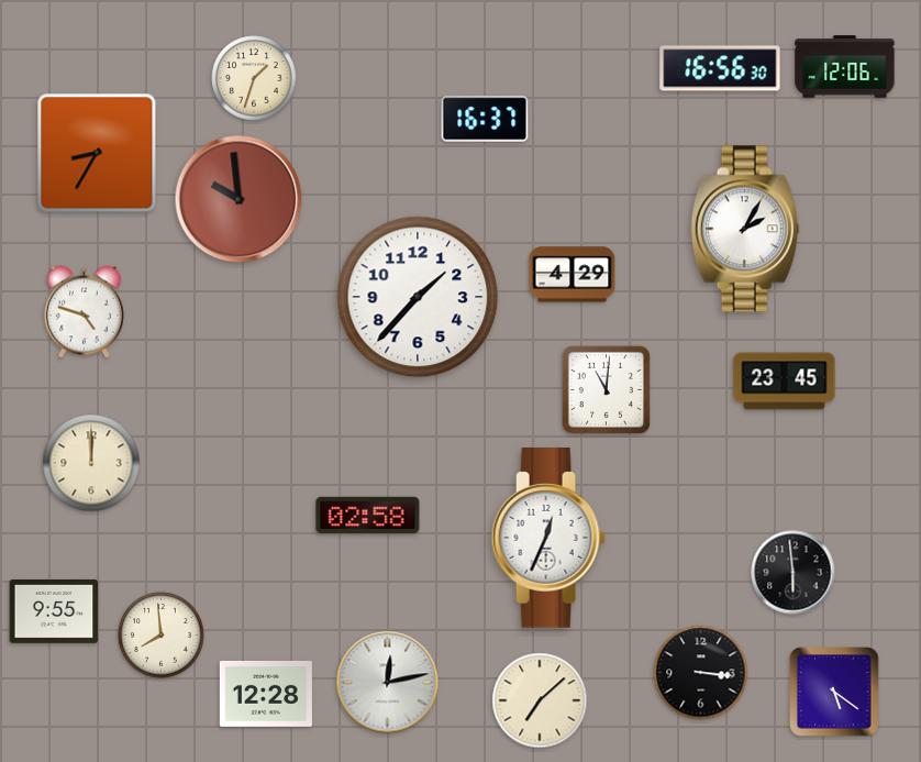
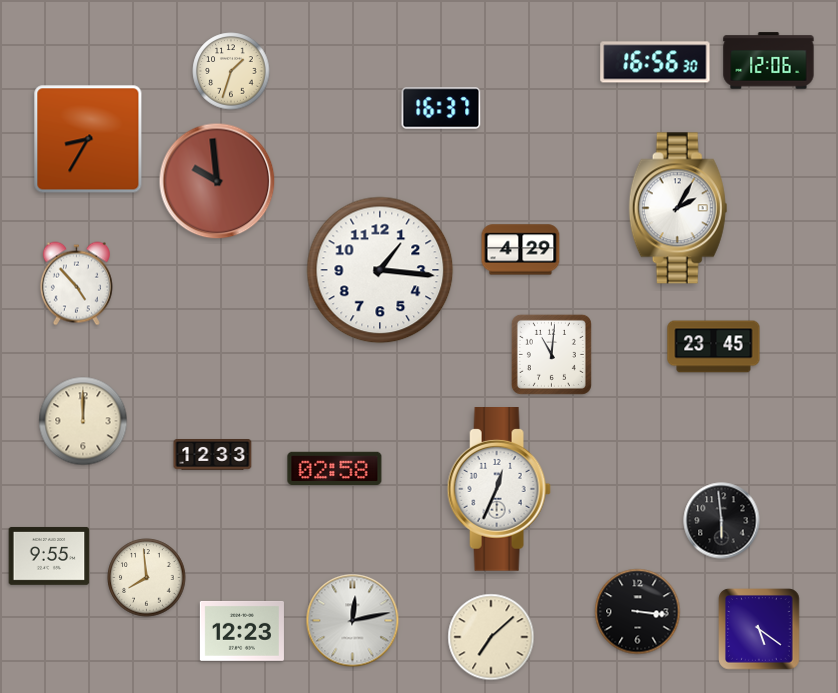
clock at (418, 297): 1:37 -> 1:16
clock at (84, 312): 4:48 -> 4:53
clock at (213, 455): none -> 12:33
clock at (266, 694): 12:28 -> 12:23
